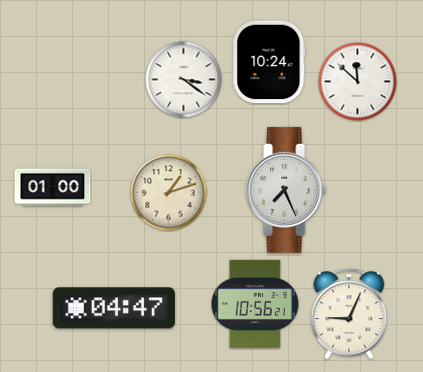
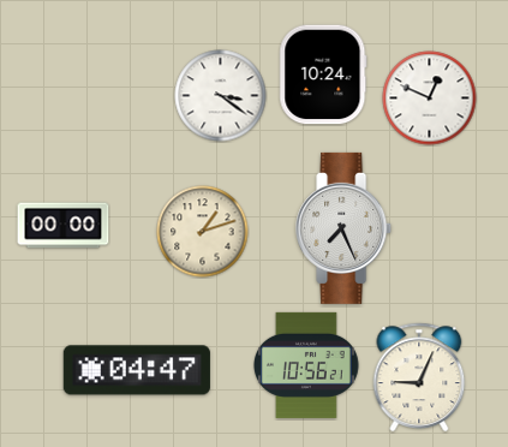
clock at (358, 82): 11:52 -> 12:49
clock at (53, 188): 01:00 -> 00:00
